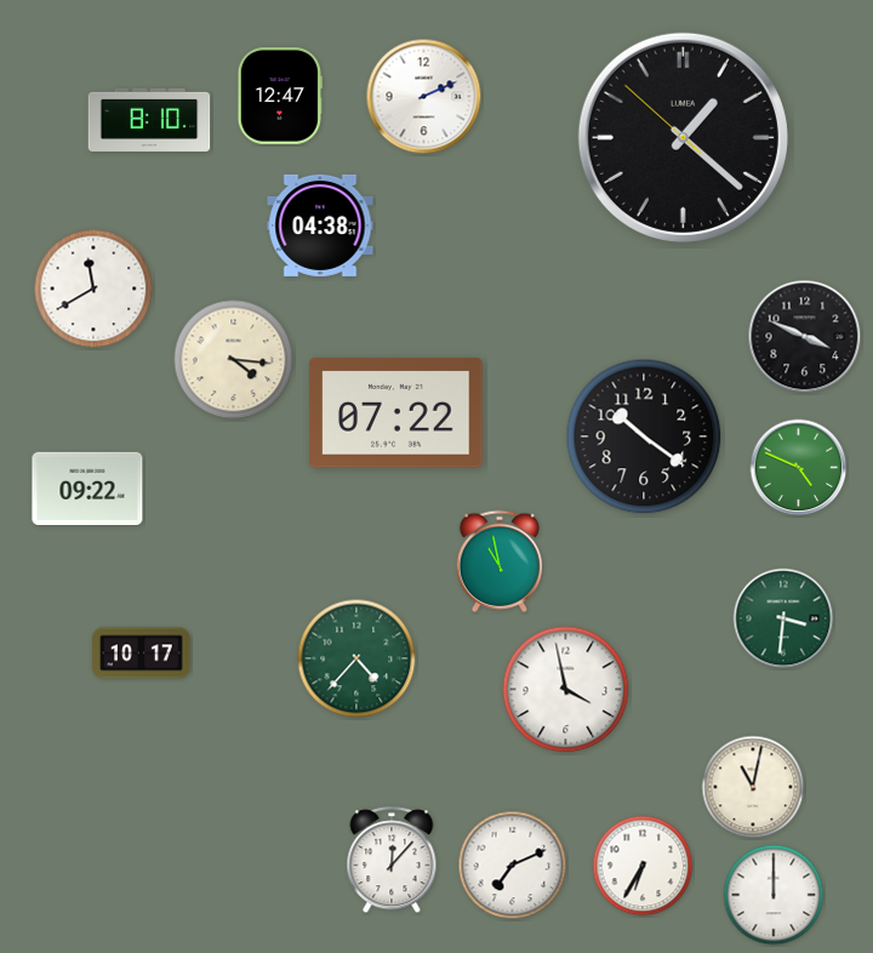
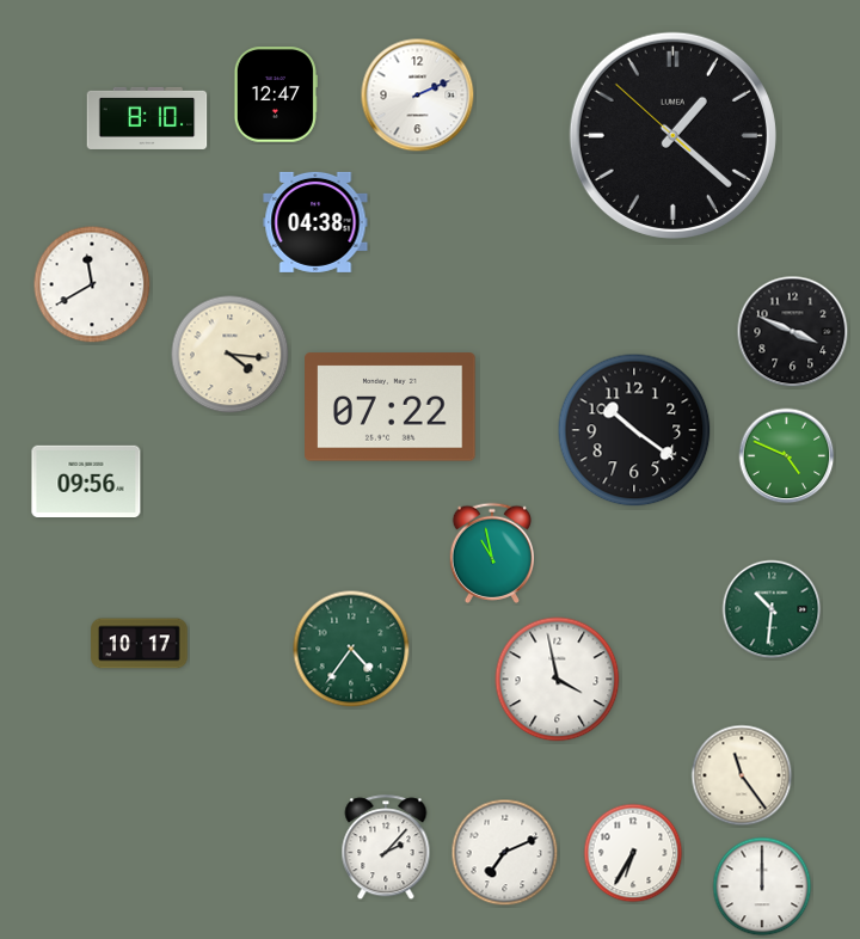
clock at (799, 468) position: (799, 468) -> (787, 456)
clock at (87, 487): 09:22 -> 09:56
clock at (783, 618): 3:31 -> 10:31
clock at (356, 658): 4:37 -> 4:36
clock at (753, 787): 11:02 -> 11:24
clock at (392, 861): 12:07 -> 2:07
clock at (774, 895) position: (774, 895) -> (762, 886)
